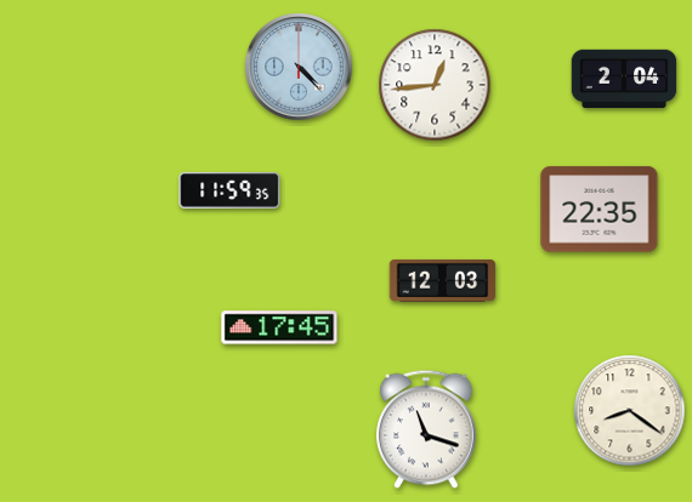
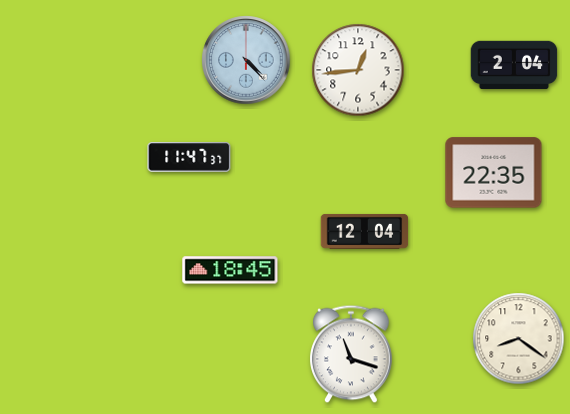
clock at (299, 67) position: (299, 67) -> (246, 60)
clock at (229, 190): 11:59 -> 11:47
clock at (443, 280): 12:03 -> 12:04
clock at (279, 327): 17:45 -> 18:45
